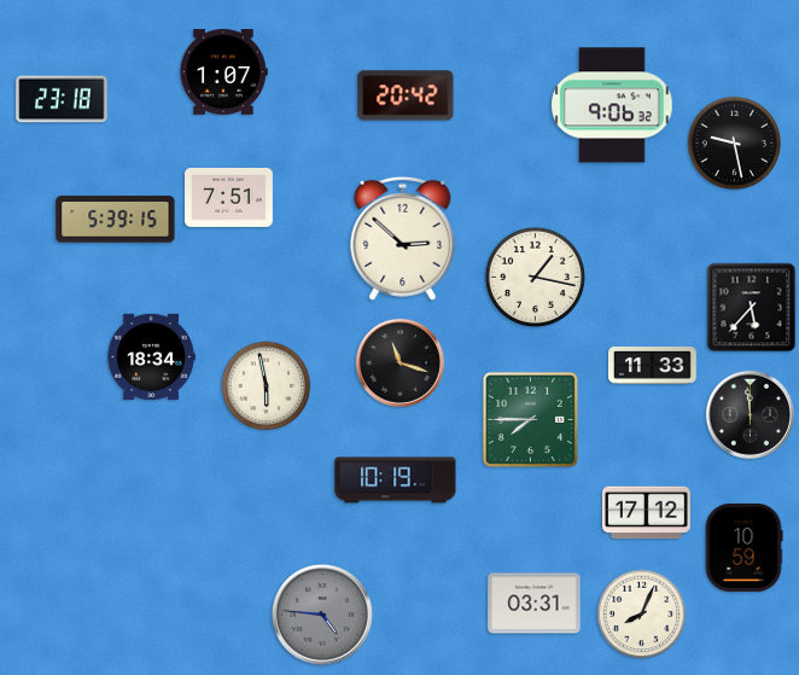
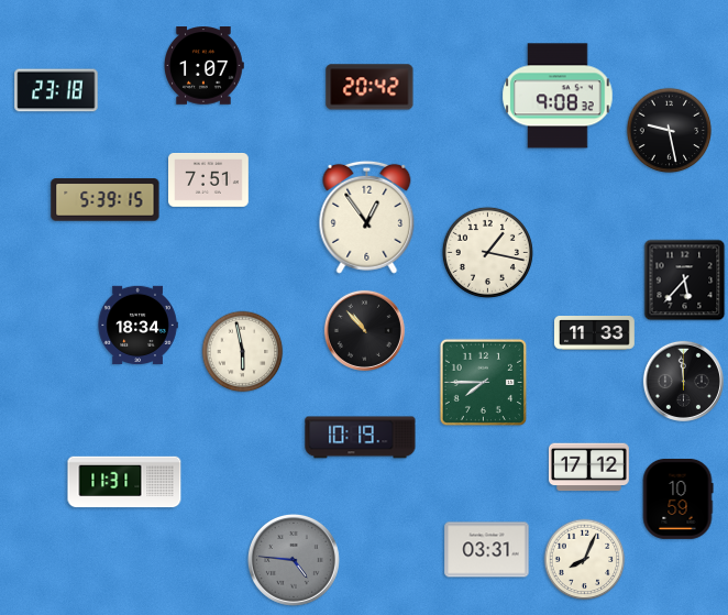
clock at (612, 105): 9:06 -> 9:08
clock at (403, 238): 2:52 -> 12:54
clock at (400, 362): 11:18 -> 10:53
clock at (750, 414) position: (750, 414) -> (683, 381)
clock at (124, 482): none -> 11:31
